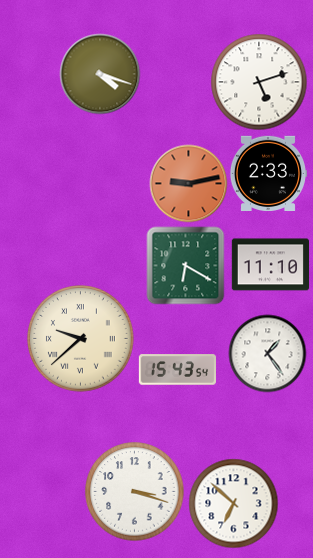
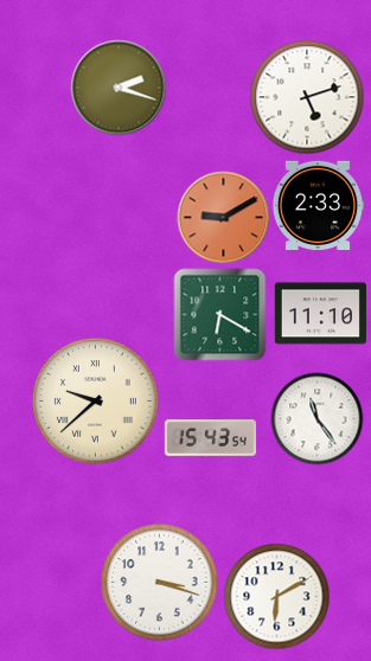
clock at (100, 74): 4:18 -> 2:18
clock at (188, 183): 9:13 -> 9:10
clock at (267, 353): 1:24 -> 11:24
clock at (233, 503): 6:52 -> 6:10
